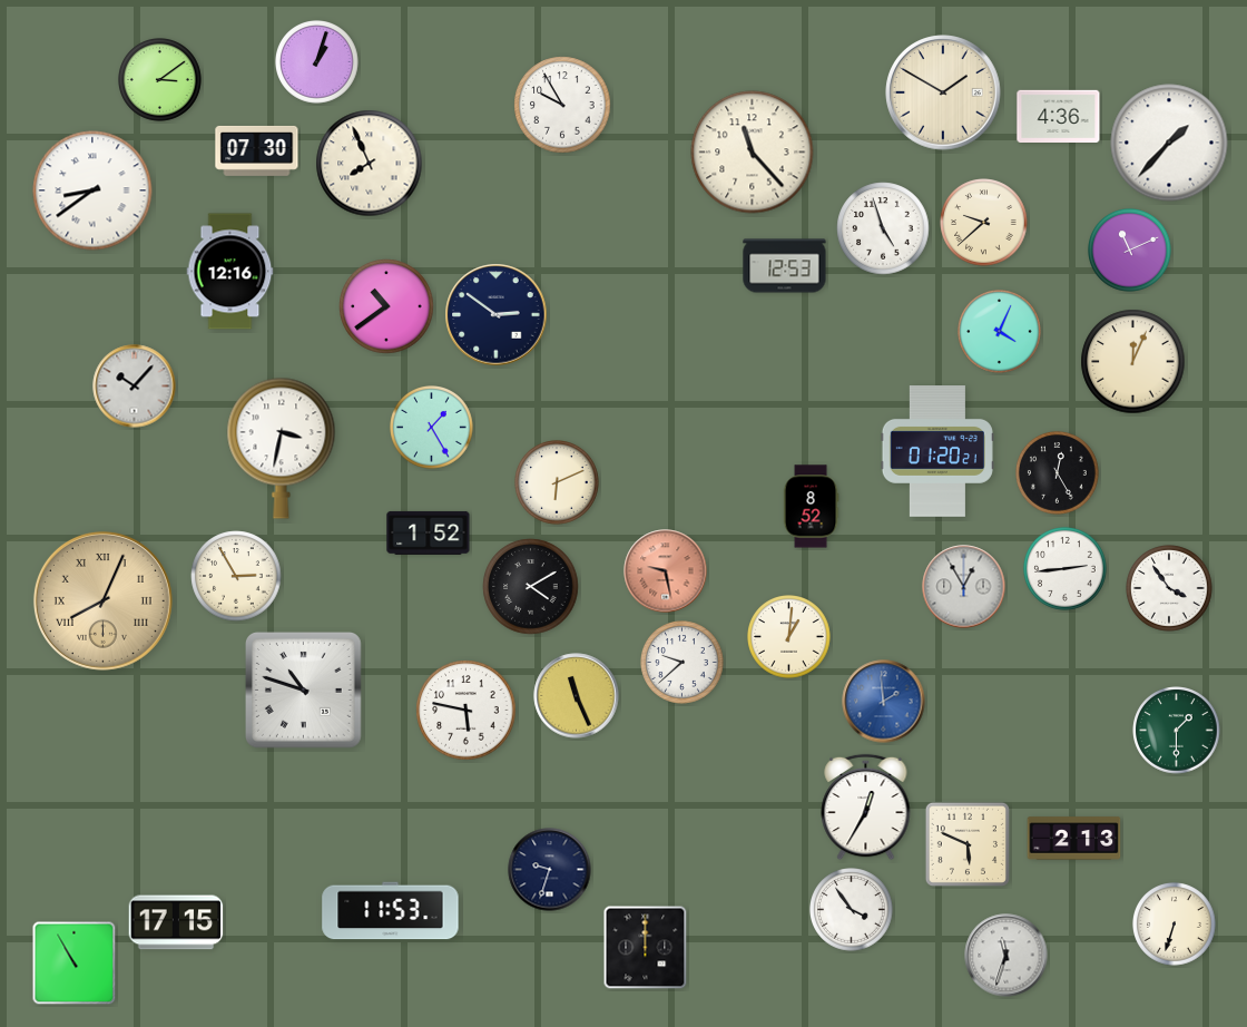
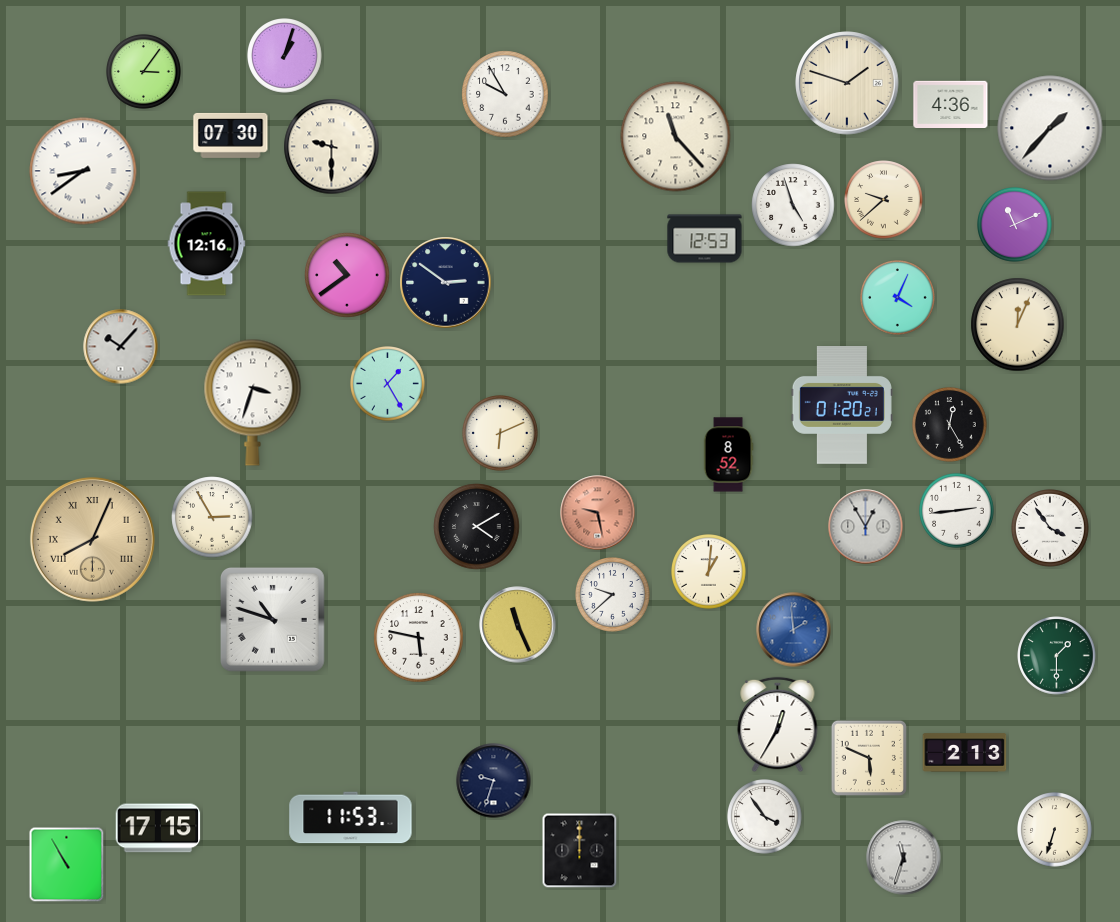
clock at (160, 80): 3:09 -> 3:06
clock at (943, 92): 1:50 -> 1:48
clock at (370, 164): 7:56 -> 9:30
clock at (282, 448): 3:32 -> 3:33
clock at (429, 532): 1:52 -> none
